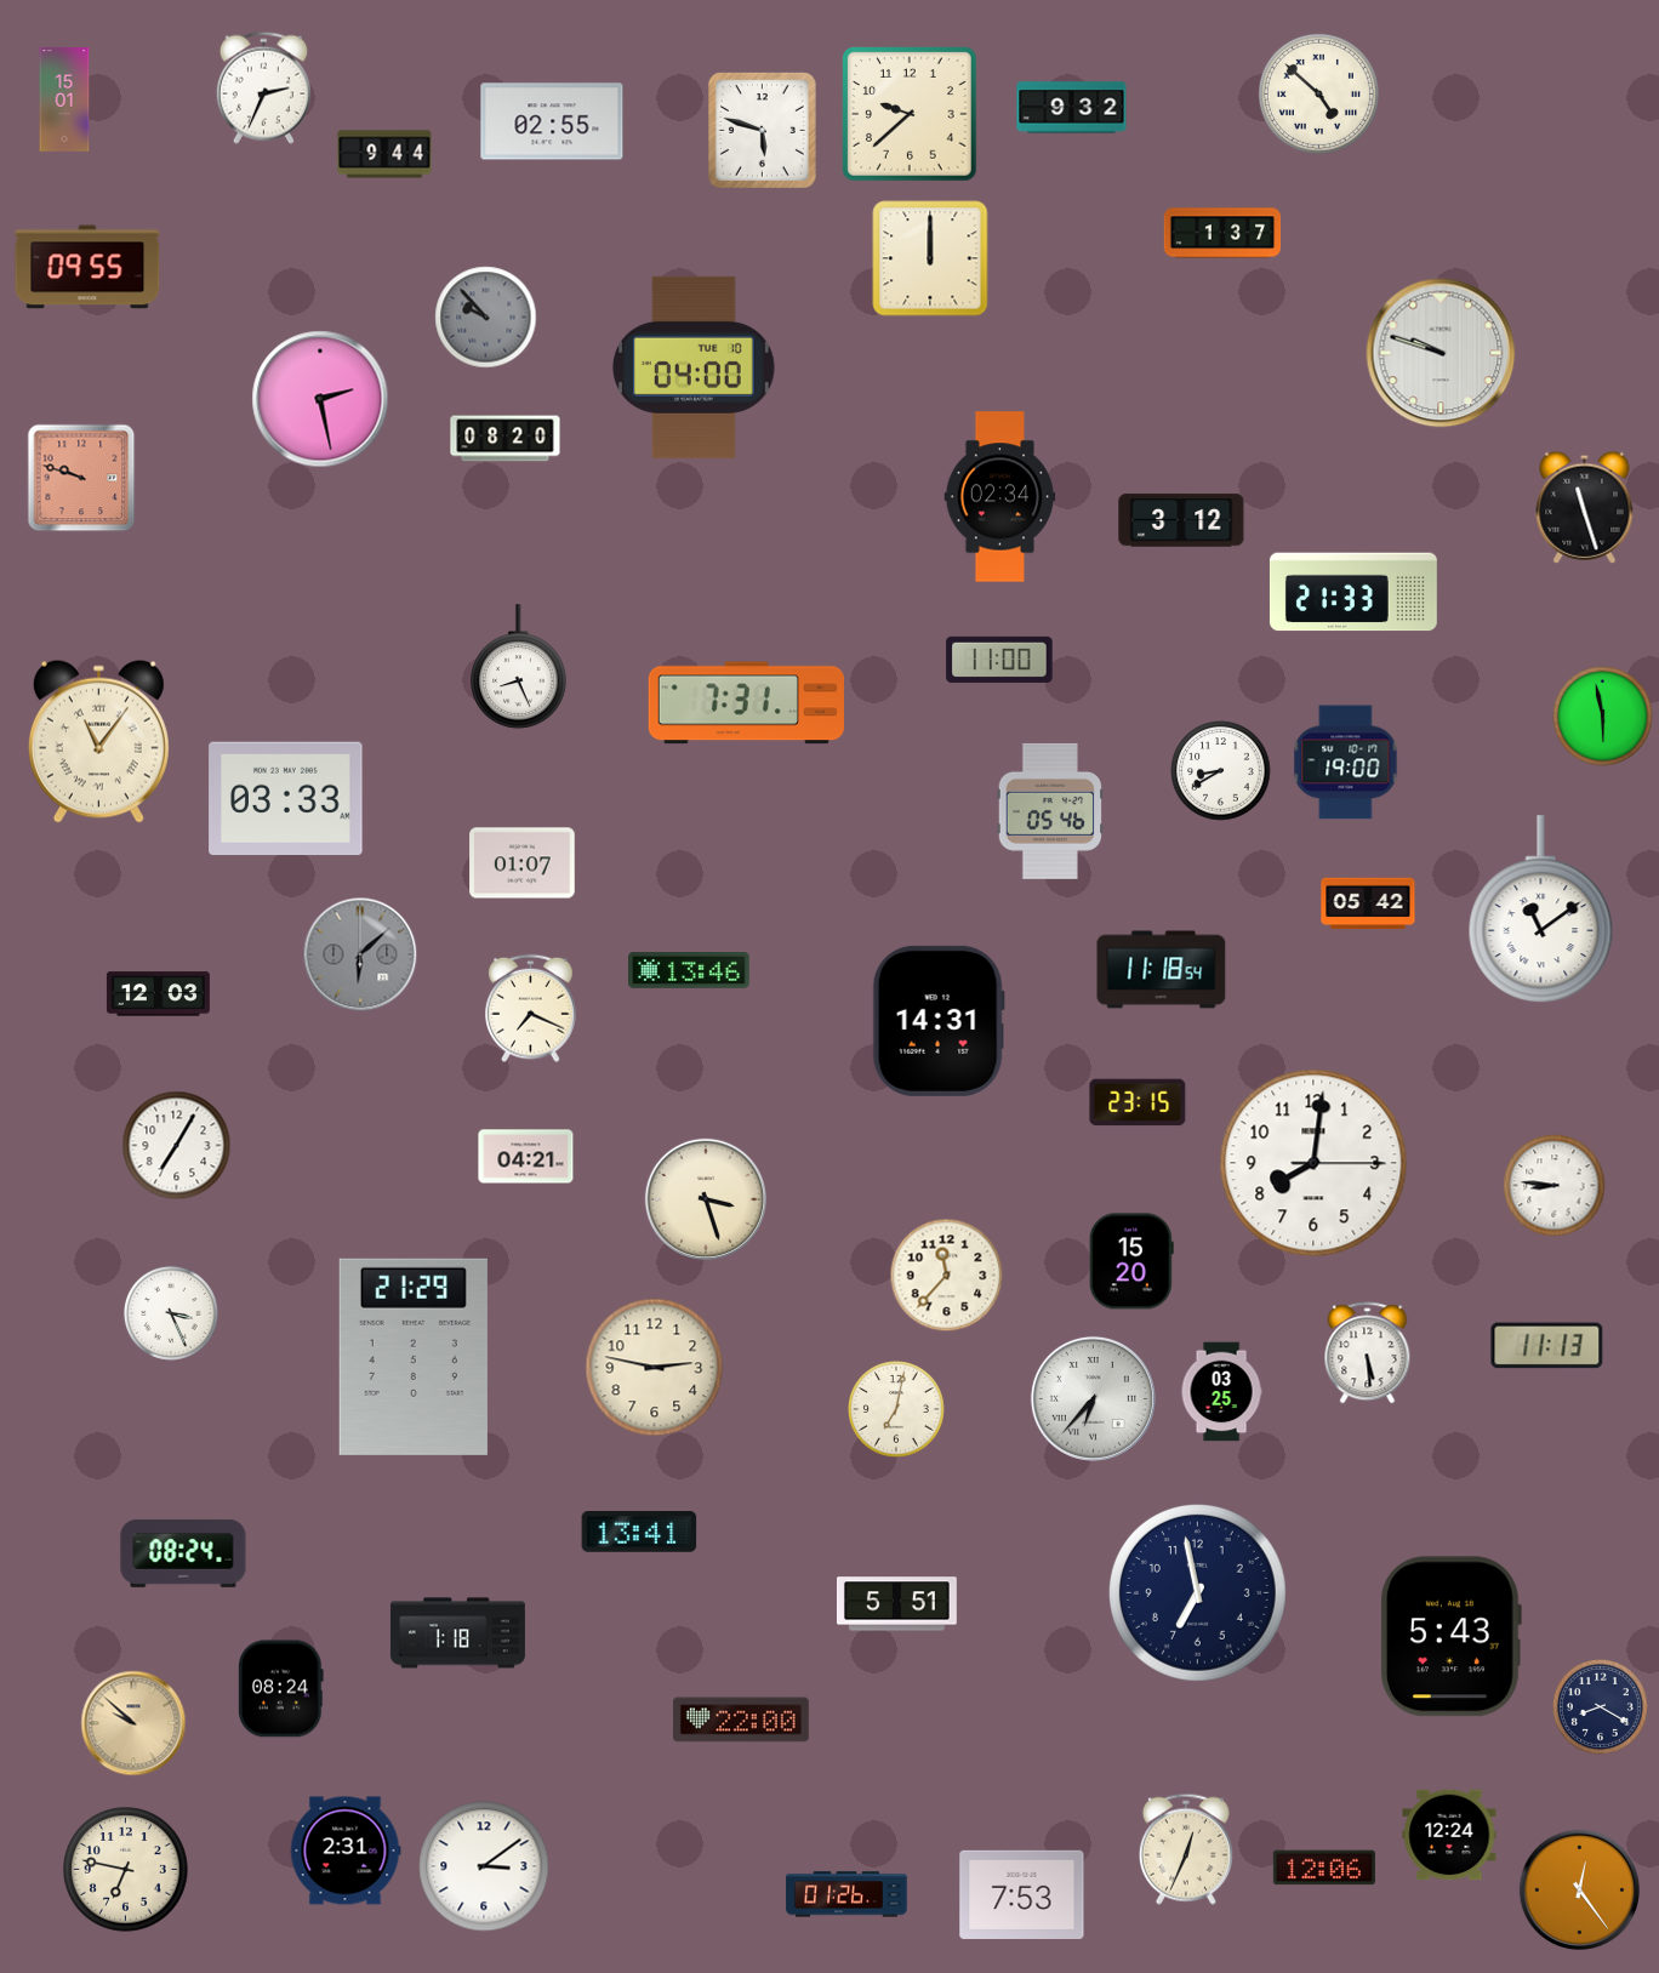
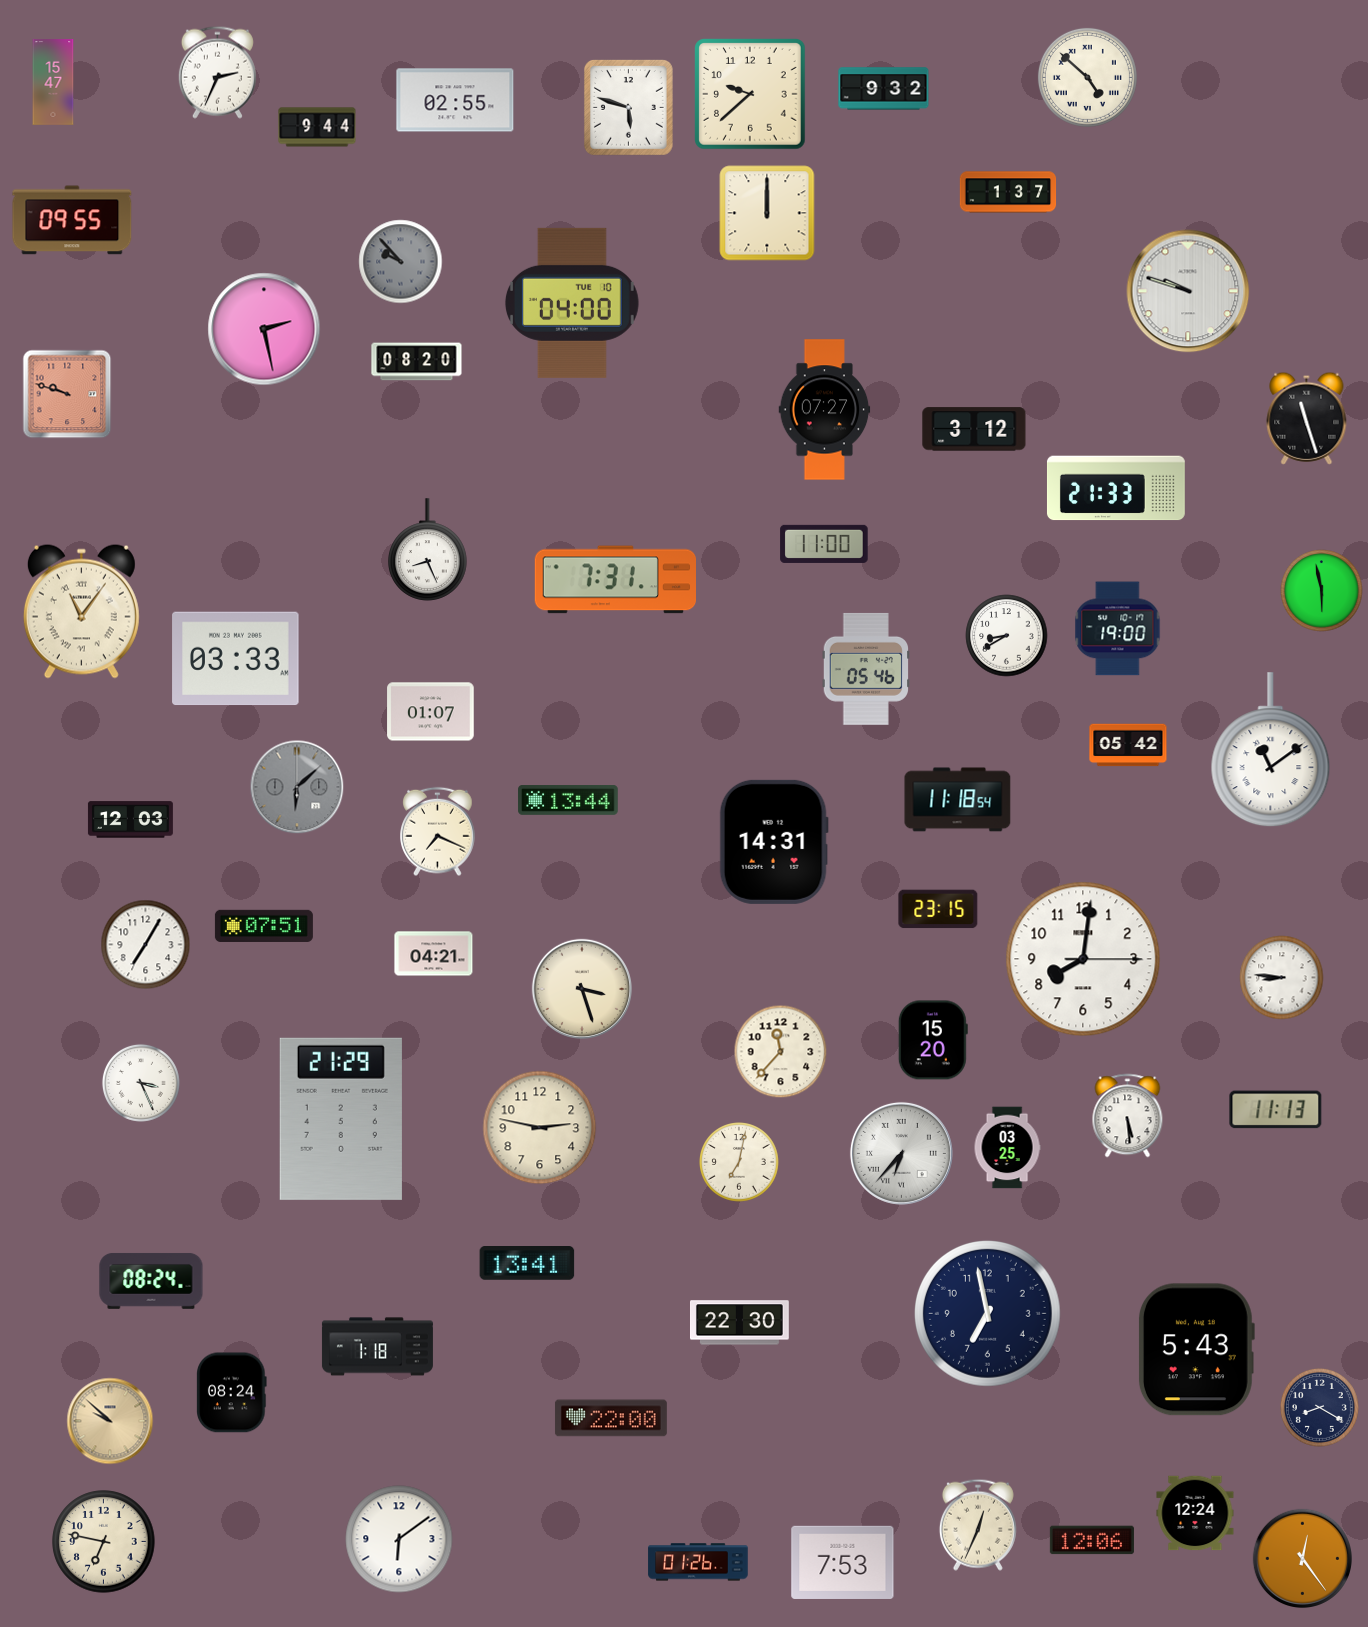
clock at (64, 99): 15:01 -> 15:47
clock at (1000, 497): 02:34 -> 07:27
clock at (1346, 763) position: (1346, 763) -> (1118, 629)
clock at (689, 971): 13:46 -> 13:44
clock at (264, 926): none -> 07:51
clock at (897, 1604): 5:51 -> 22:30
clock at (346, 1851): 2:31 -> none
clock at (484, 1866): 3:09 -> 6:09
